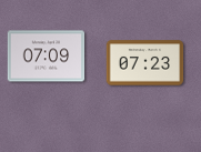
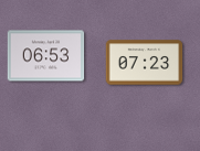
clock at (47, 57): 07:09 -> 06:53
